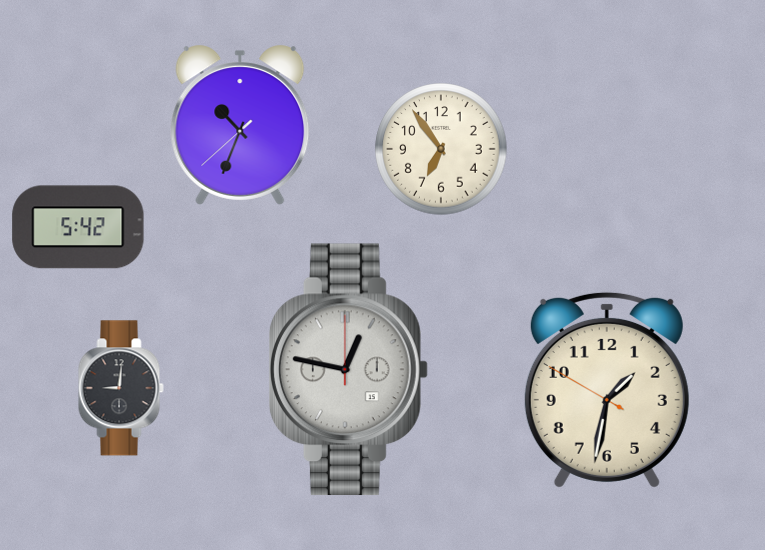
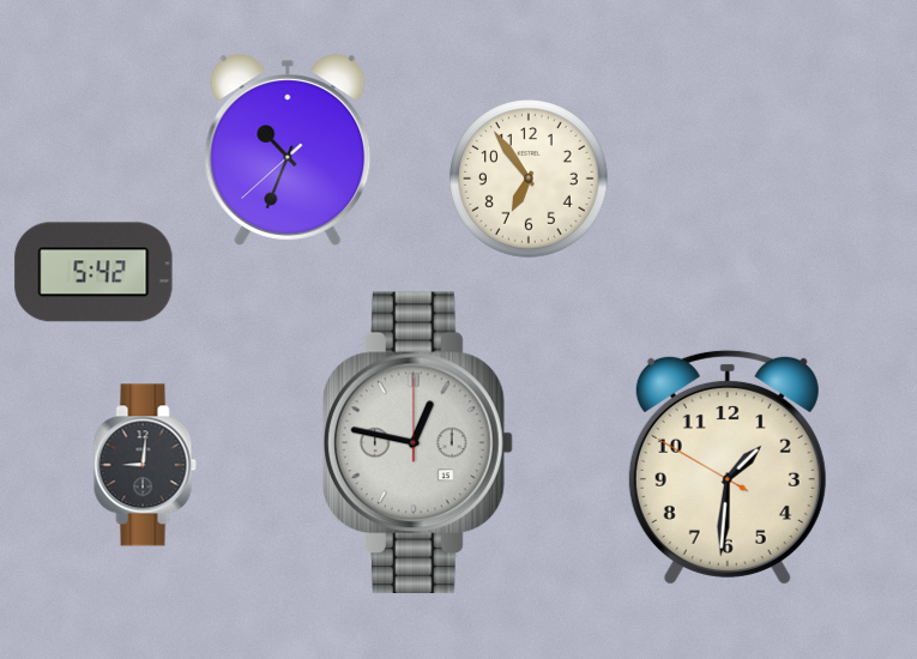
clock at (607, 390): 1:31 -> 1:30
